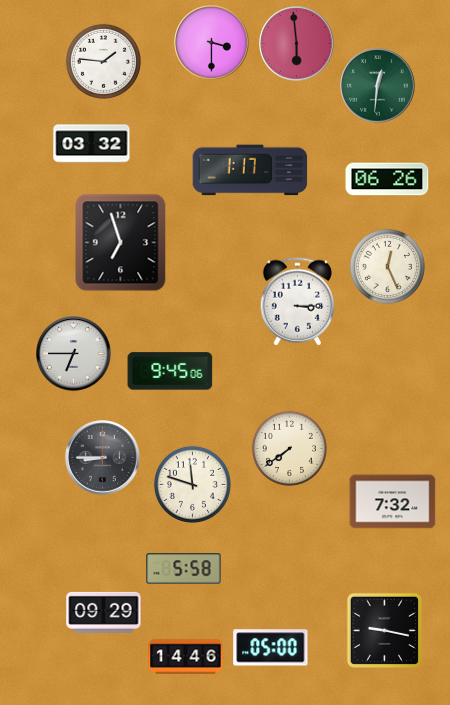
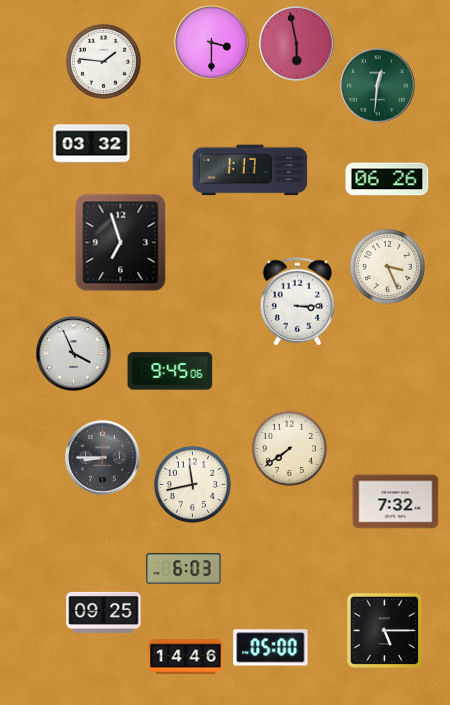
clock at (297, 44): 5:59 -> 5:58
clock at (387, 266): 12:26 -> 3:26
clock at (74, 354): 6:45 -> 3:56
clock at (192, 484): 11:48 -> 11:43
clock at (393, 502) position: (393, 502) -> (396, 502)
clock at (184, 569): 5:58 -> 6:03
clock at (104, 612): 09:29 -> 09:25
clock at (384, 630): 9:17 -> 5:15
